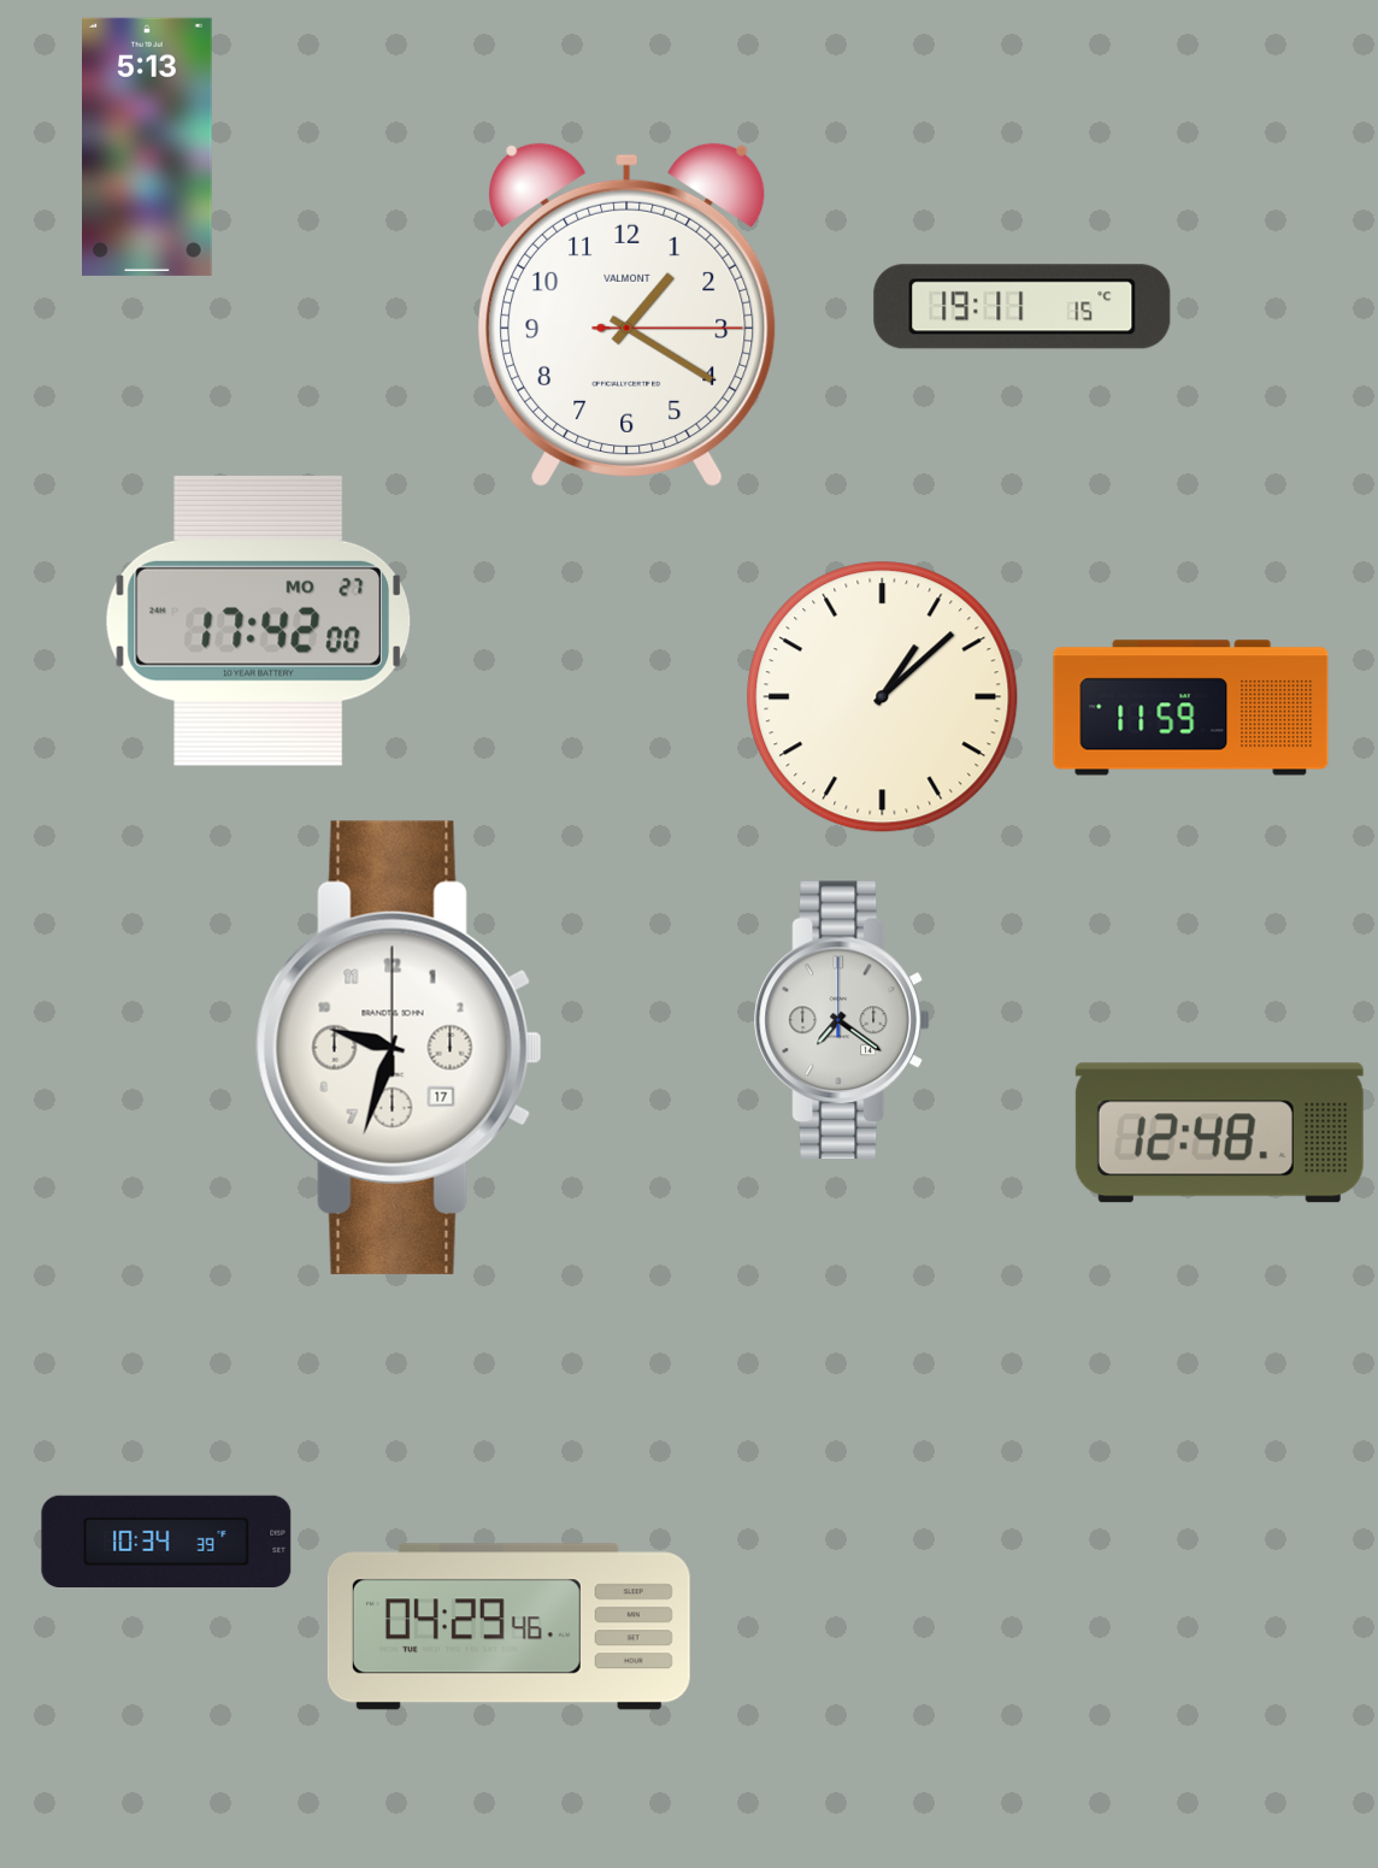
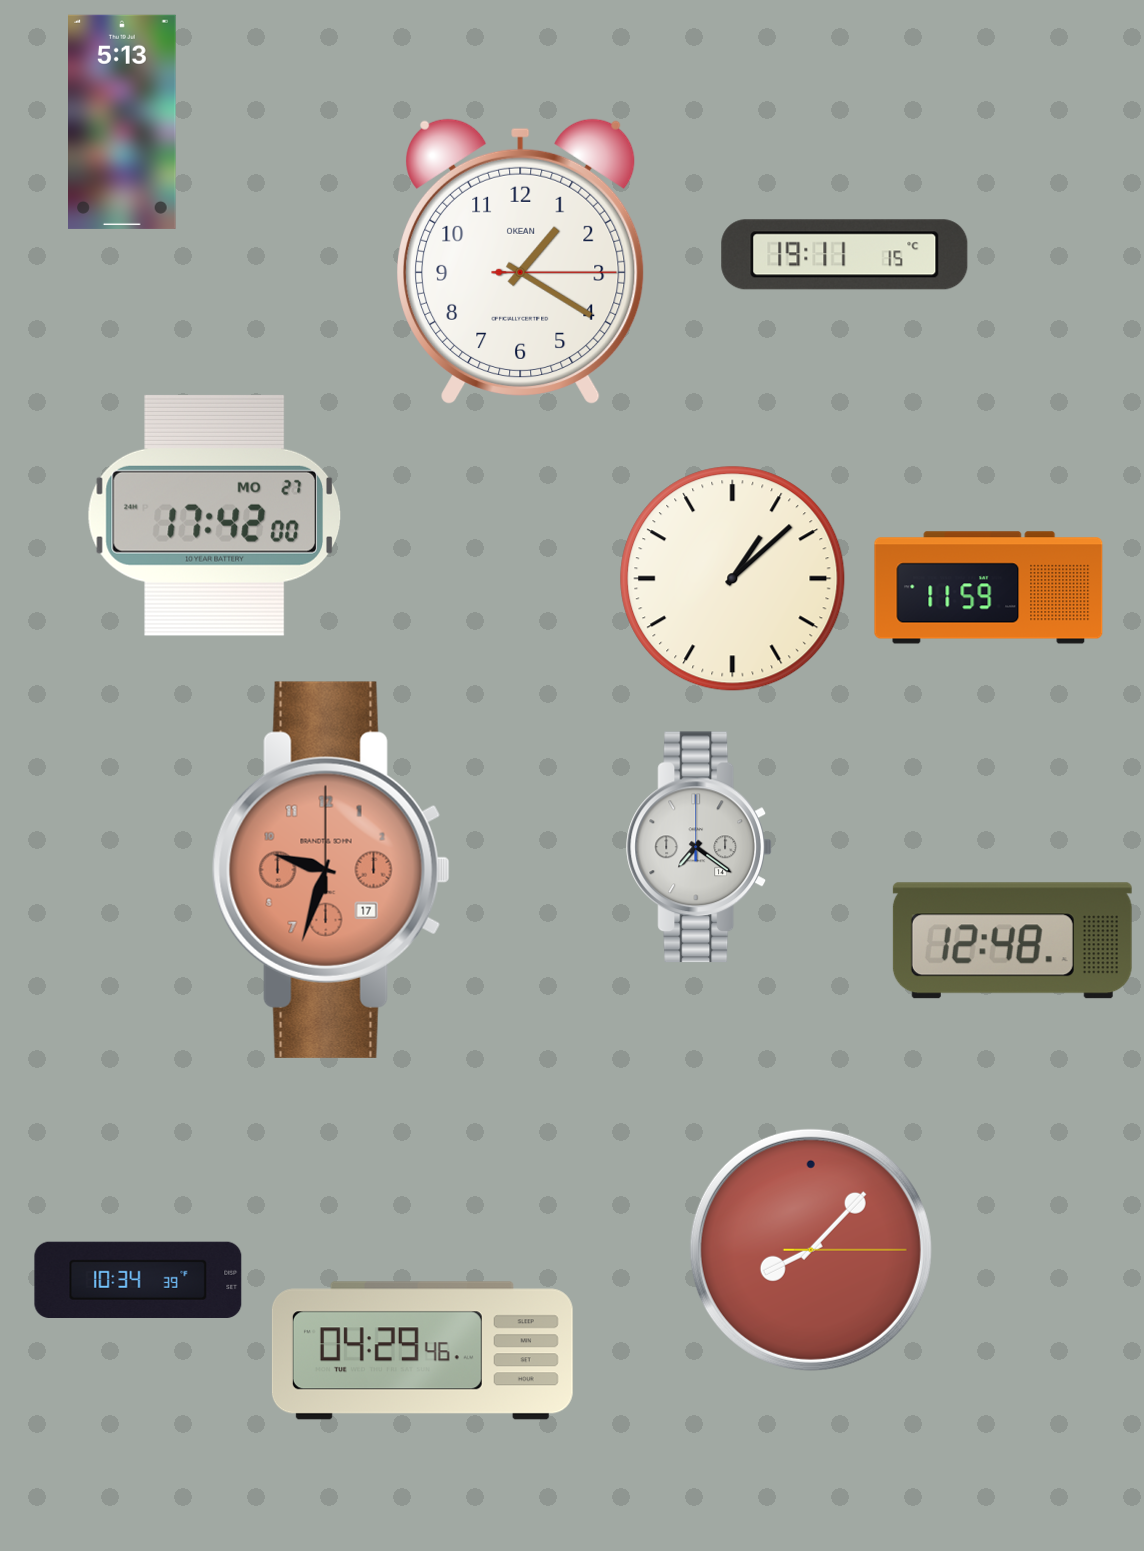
clock at (1023, 307) position: (1023, 307) -> (845, 255)
clock at (628, 314) brand: VALMONT -> OKEAN
clock at (399, 1048) dial: white -> salmon
clock at (811, 1250): none -> 8:07
